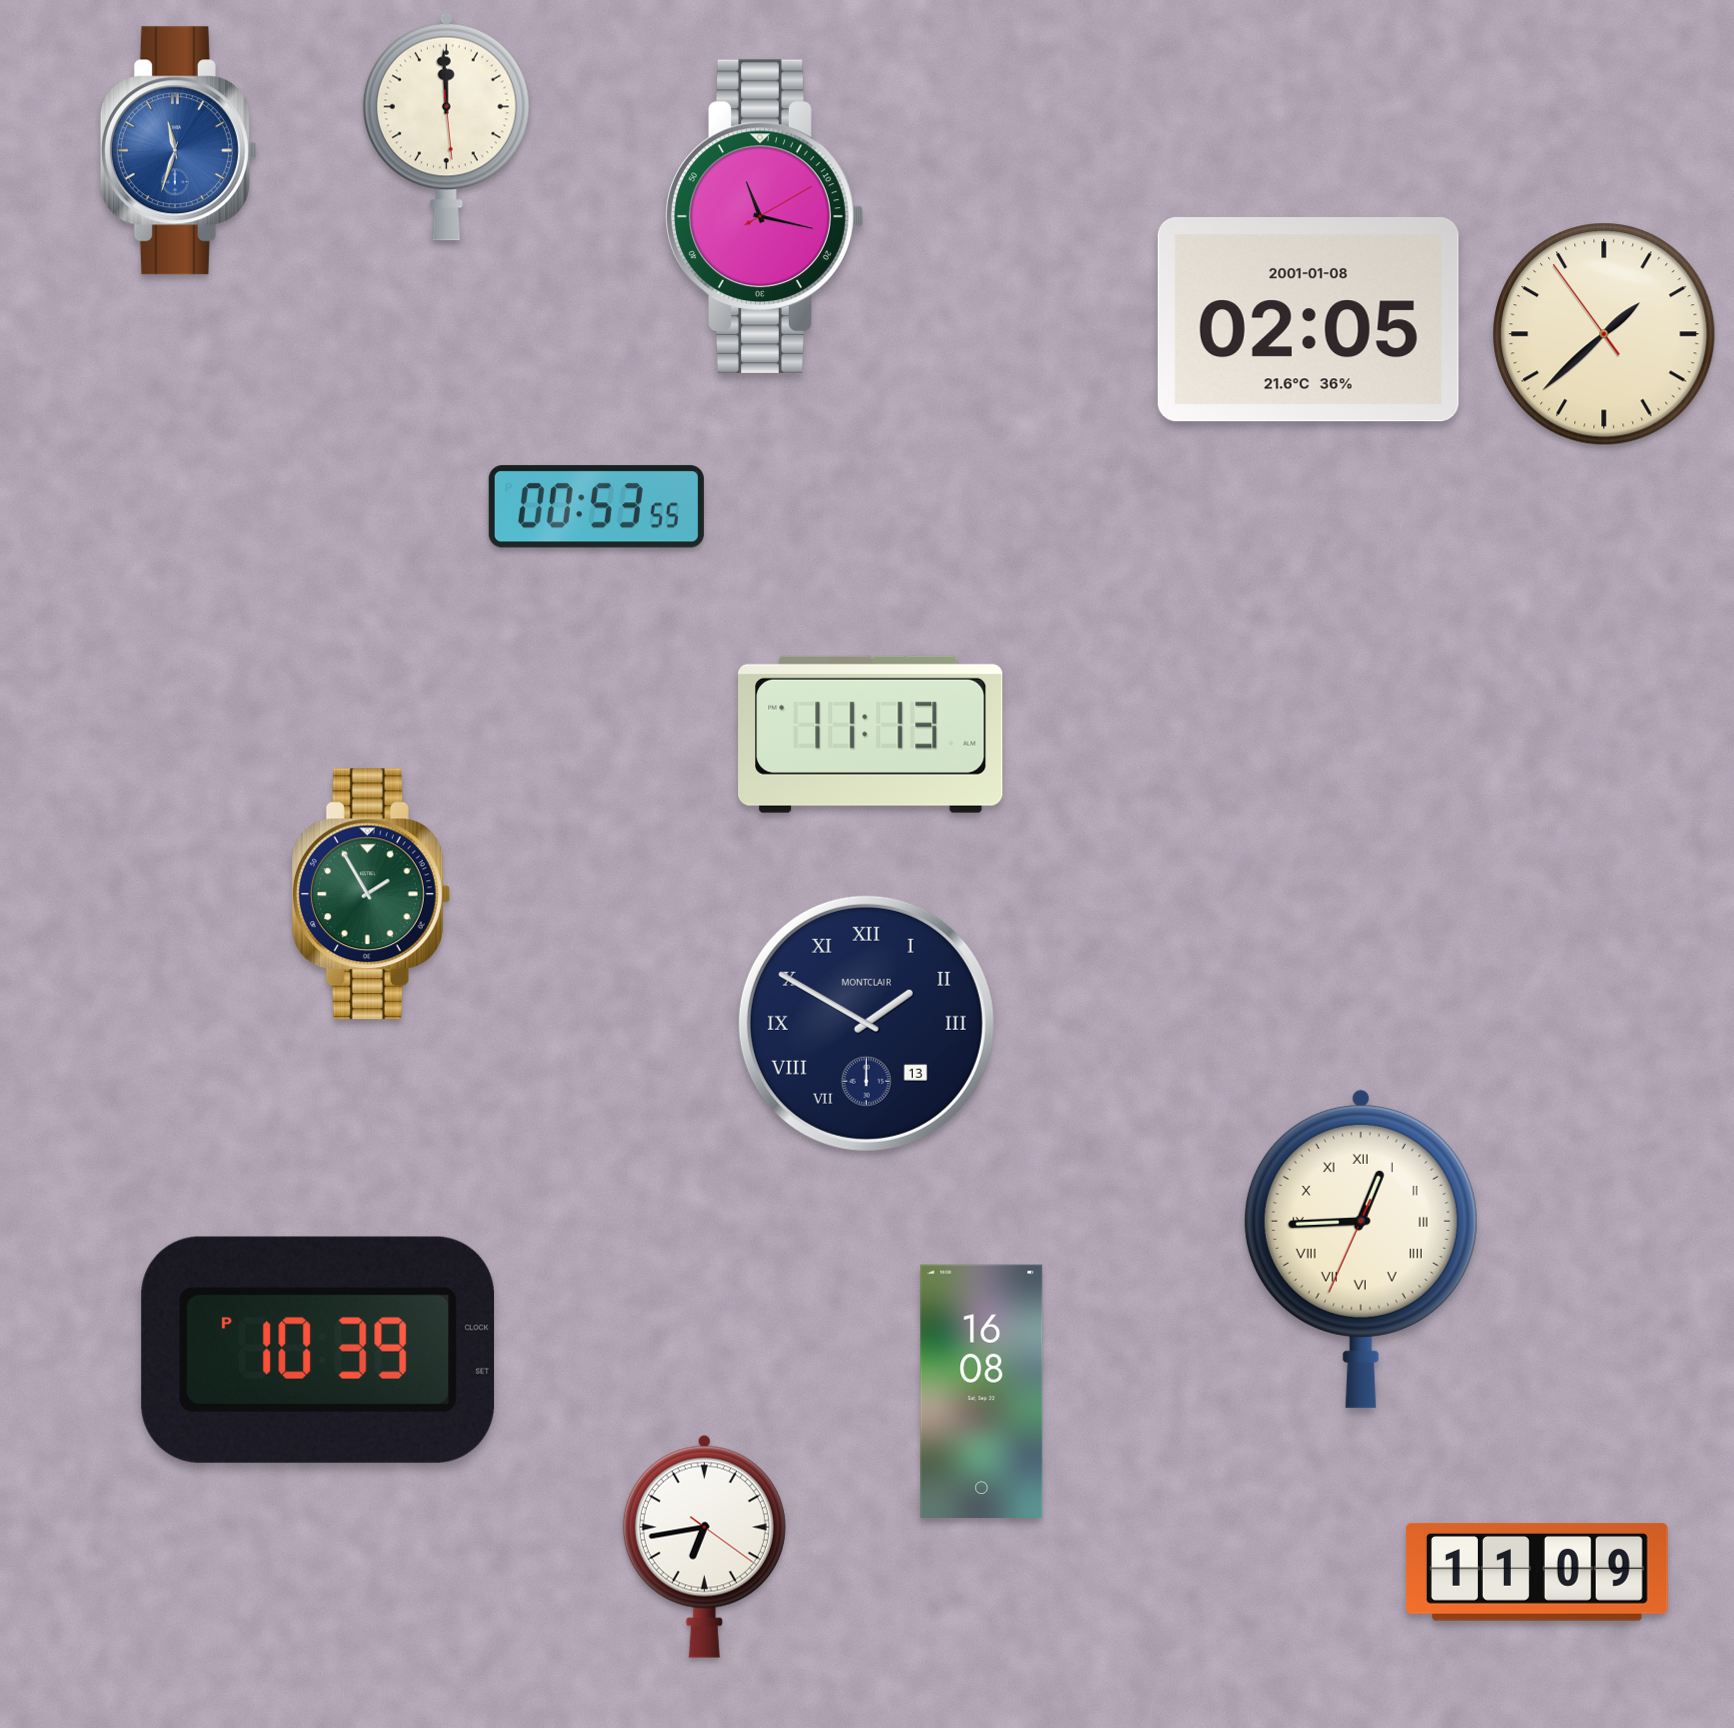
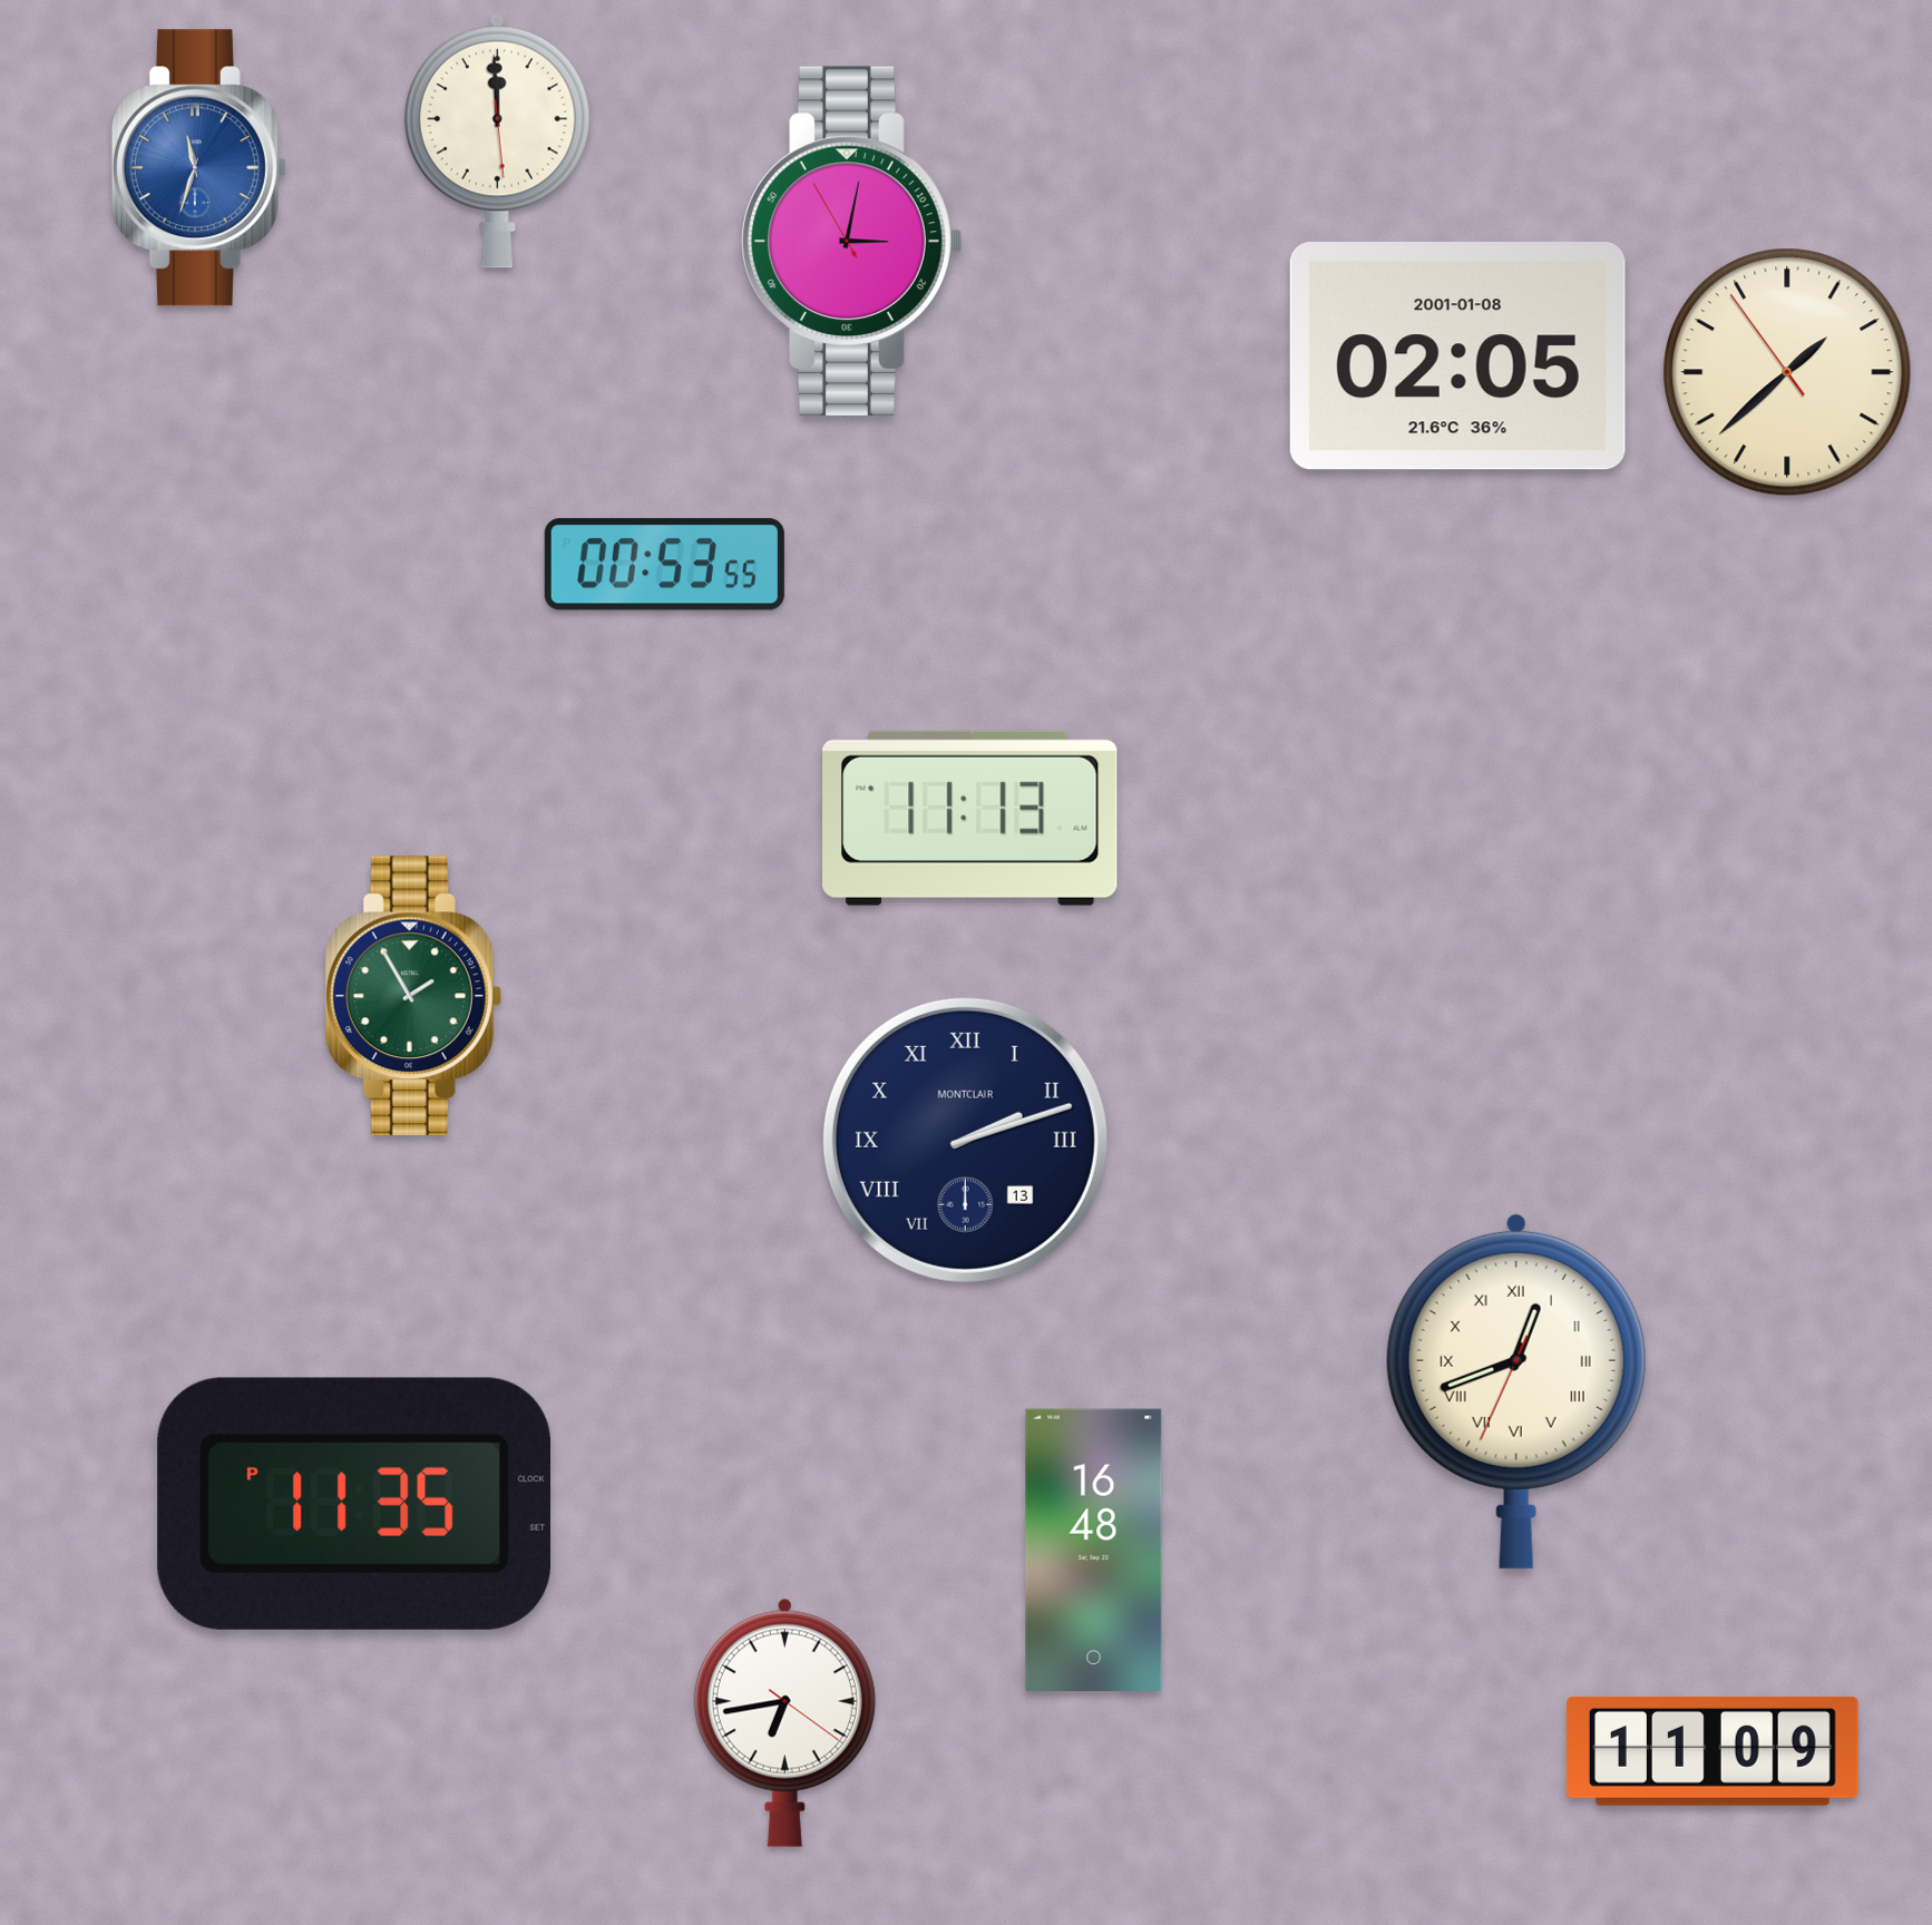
clock at (765, 216): 11:17 -> 3:01
clock at (866, 1023): 1:50 -> 2:12
clock at (1361, 1248): 12:44 -> 12:41
clock at (317, 1350): 10:39 -> 11:35
clock at (982, 1391): 16:08 -> 16:48
